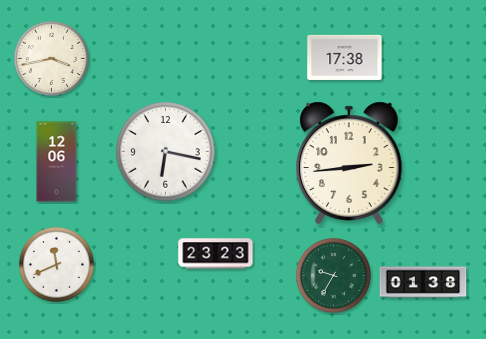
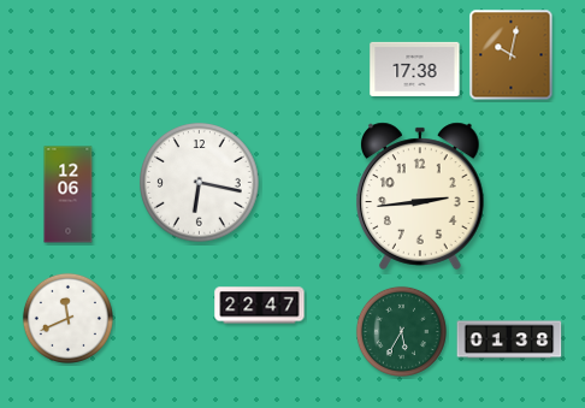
clock at (512, 55): none -> 10:02
clock at (51, 58): 3:43 -> none
clock at (216, 254): 23:23 -> 22:47
clock at (333, 275): 9:35 -> 5:35
